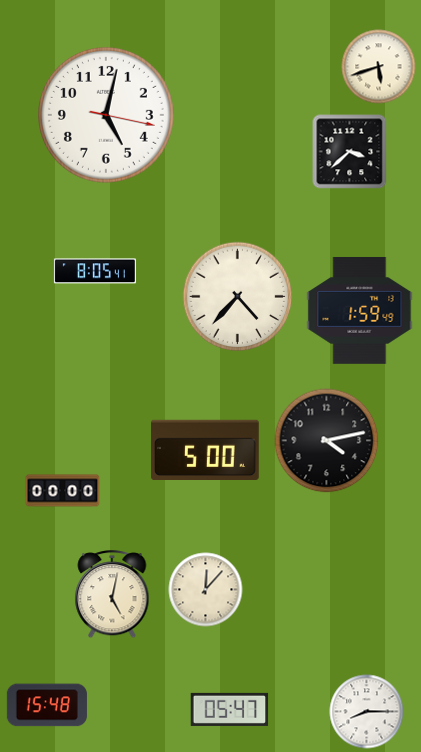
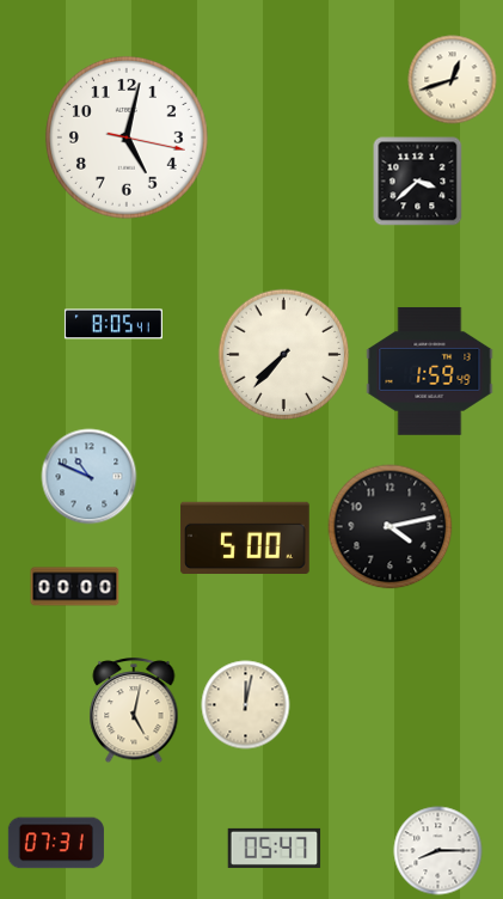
clock at (379, 67): 5:42 -> 12:42
clock at (238, 297): 4:37 -> 7:37
clock at (90, 477): none -> 10:49
clock at (206, 590): 12:07 -> 12:02
clock at (47, 705): 15:48 -> 07:31
